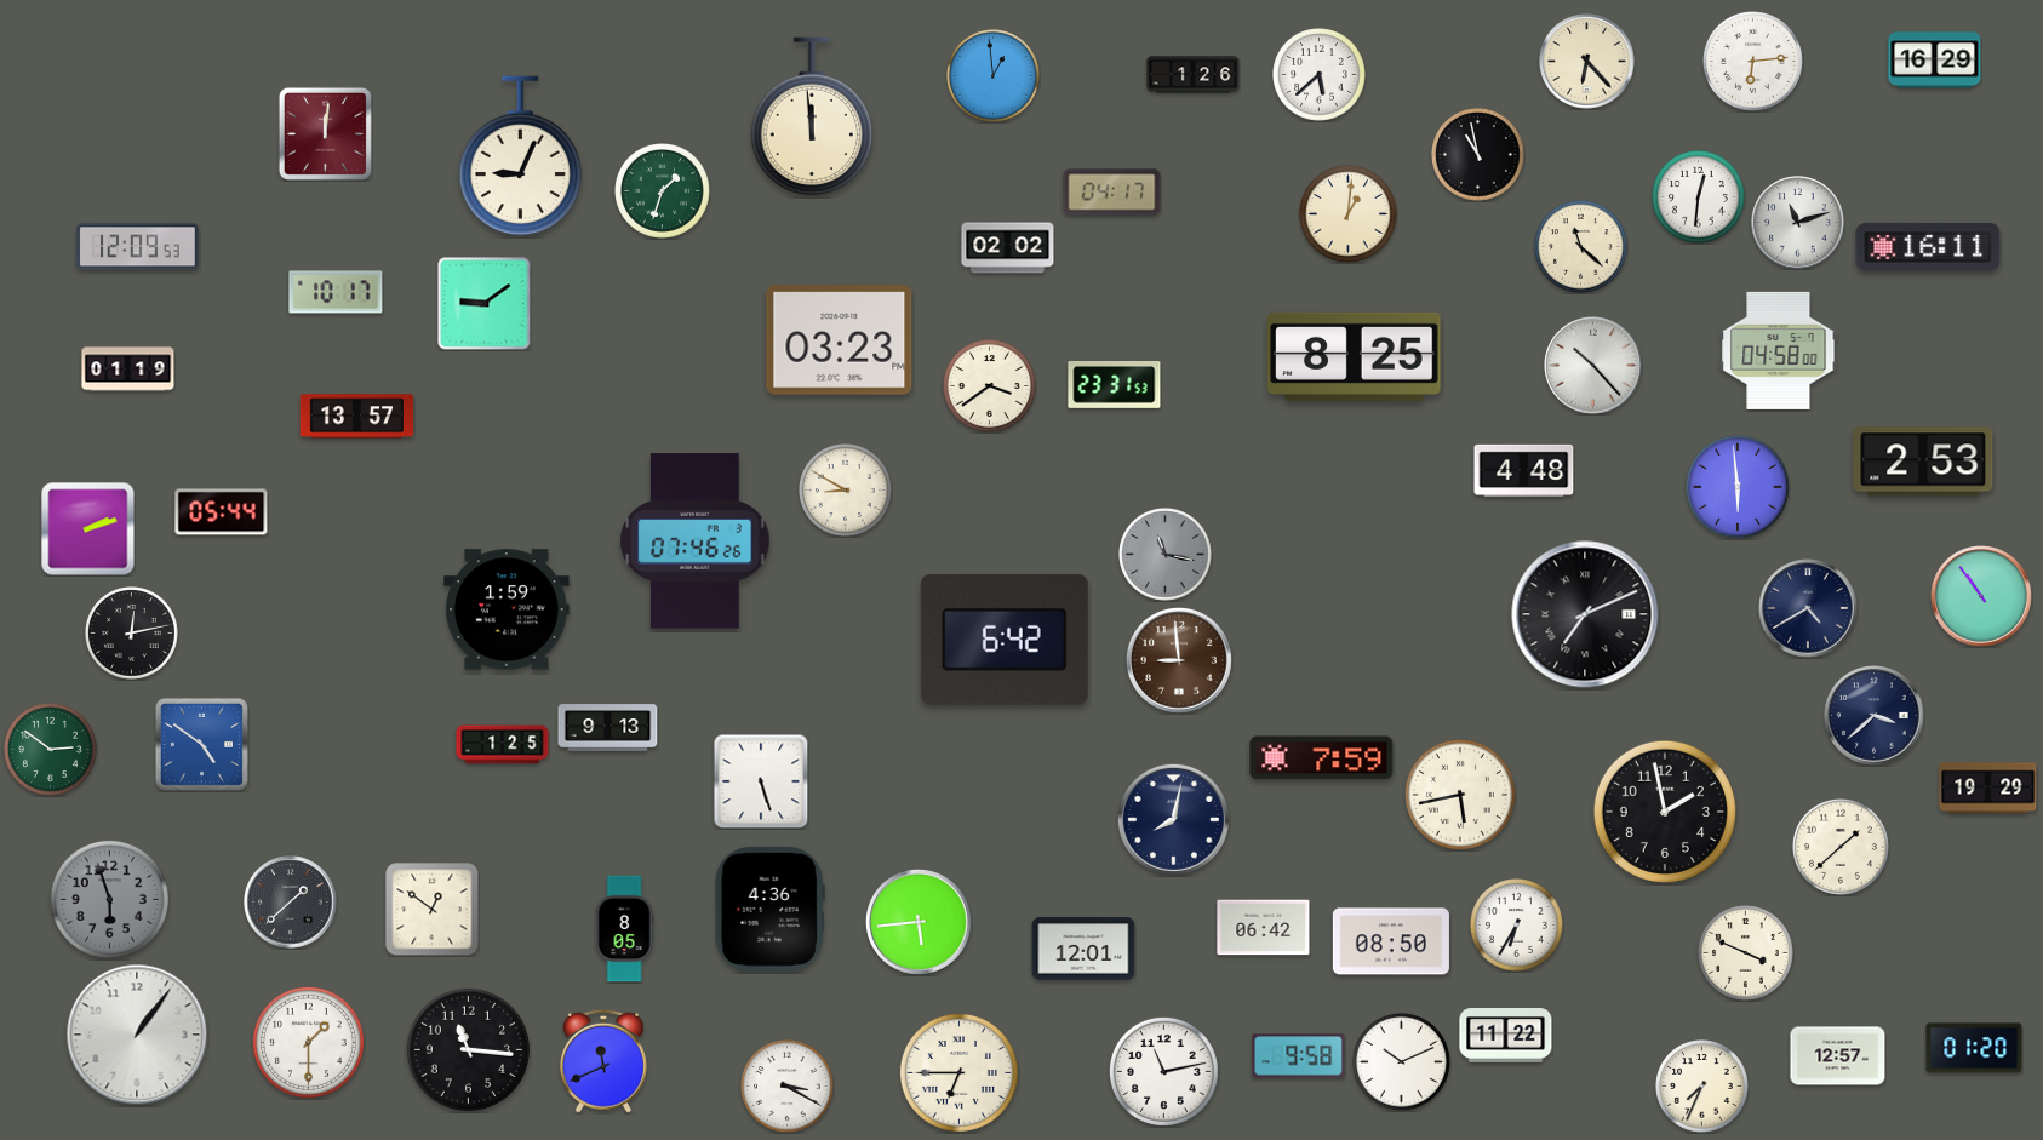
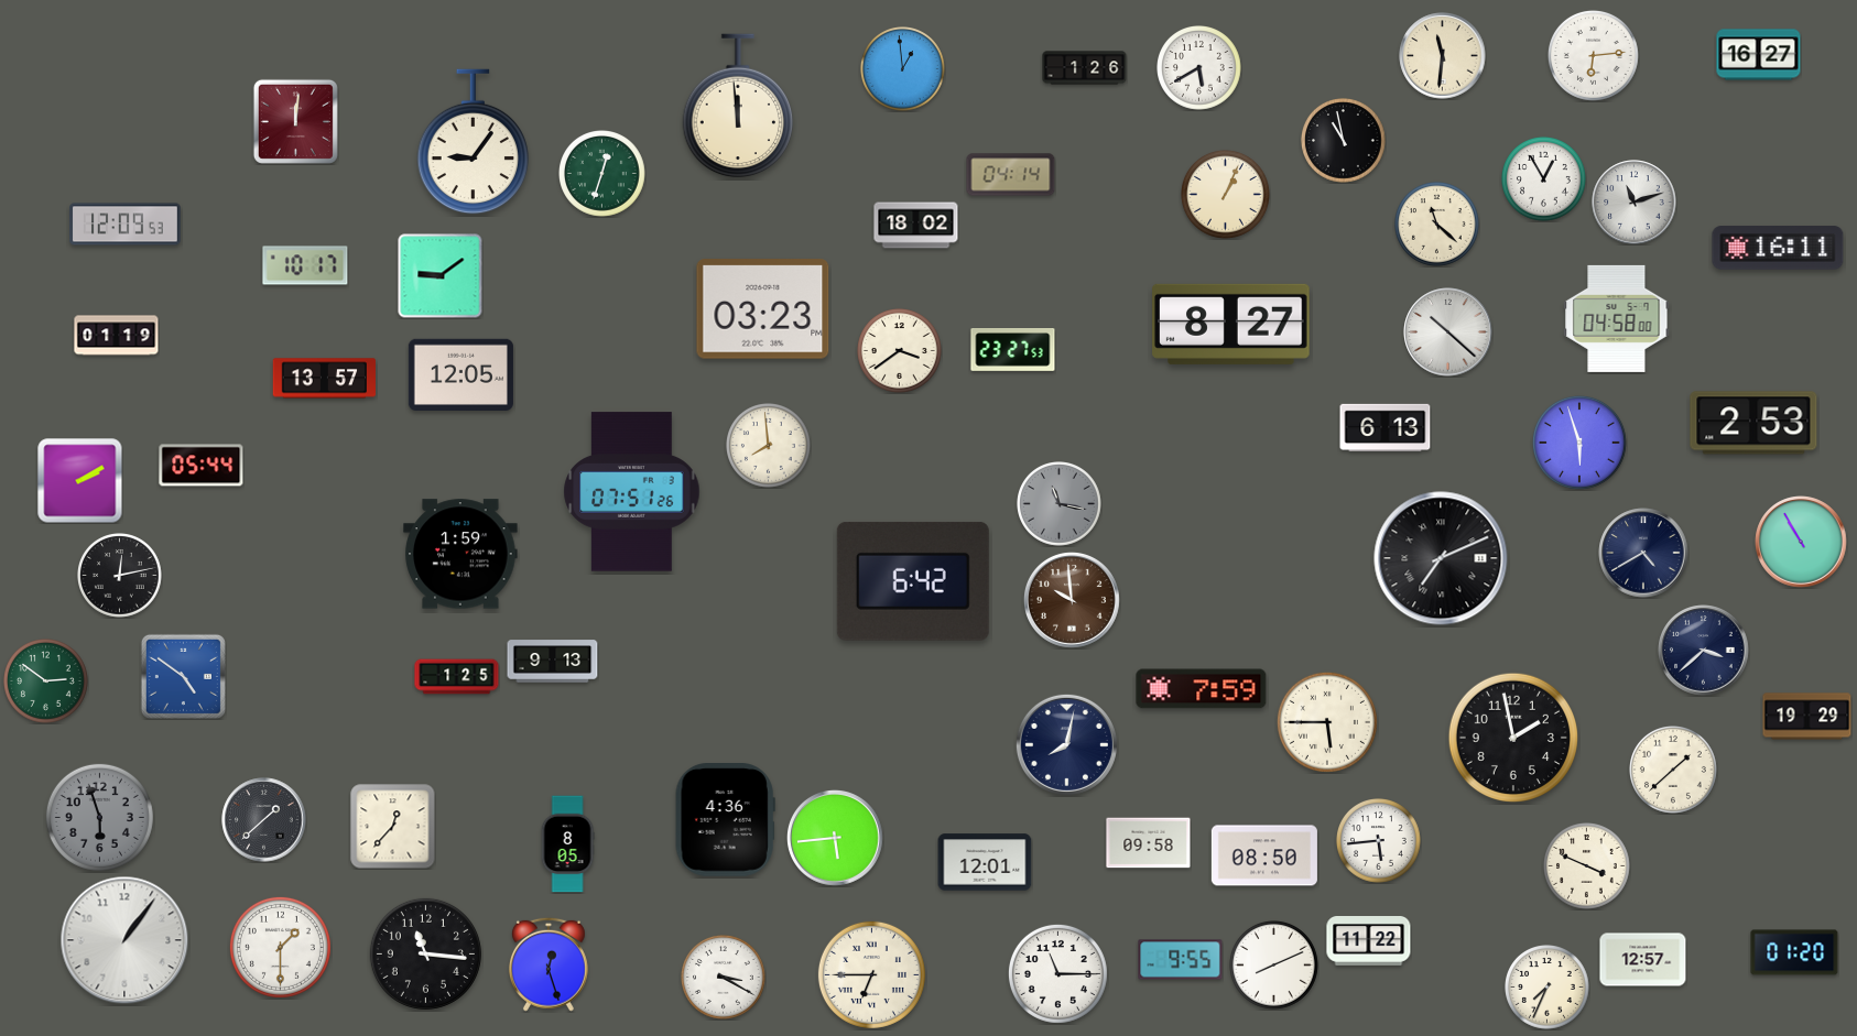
clock at (1935, 61): 16:29 -> 16:27
clock at (1587, 62): 6:23 -> 11:31
clock at (1320, 75): 5:38 -> 5:40
clock at (521, 156): 9:04 -> 9:06
clock at (663, 191): 1:33 -> 12:33
clock at (1112, 193): 04:17 -> 04:14
clock at (1699, 197): 12:31 -> 12:55
clock at (1349, 214): 1:01 -> 1:04
clock at (1928, 247) position: (1928, 247) -> (1778, 248)
clock at (1008, 248): 02:02 -> 18:02
clock at (1355, 356): 8:25 -> 8:27
clock at (1593, 366): 10:23 -> 10:22
clock at (1115, 385): 23:31 -> 23:27
clock at (460, 374): none -> 12:05
clock at (1923, 462) position: (1923, 462) -> (1753, 423)
clock at (1524, 470): 4:48 -> 6:13
clock at (1738, 487): 5:59 -> 5:57
clock at (846, 491): 8:50 -> 7:59
clock at (88, 529): 2:12 -> 2:10
clock at (696, 542): 07:46 -> 07:51
clock at (1981, 596): 10:54 -> 10:55
clock at (1179, 660): 8:59 -> 9:59
clock at (761, 781): 5:27 -> none
clock at (1460, 795): 5:43 -> 5:45
clock at (433, 910): 12:51 -> 12:37
clock at (769, 910) position: (769, 910) -> (725, 820)
clock at (1517, 926): 6:35 -> 5:44
clock at (1264, 928): 06:42 -> 09:58
clock at (1299, 1056): 9:58 -> 9:55
clock at (1838, 1056) position: (1838, 1056) -> (1643, 960)
clock at (603, 1061): 11:41 -> 12:27
clock at (1402, 1062): 10:11 -> 8:11
clock at (1163, 1071): 11:13 -> 11:15
clock at (788, 1087) position: (788, 1087) -> (724, 978)
